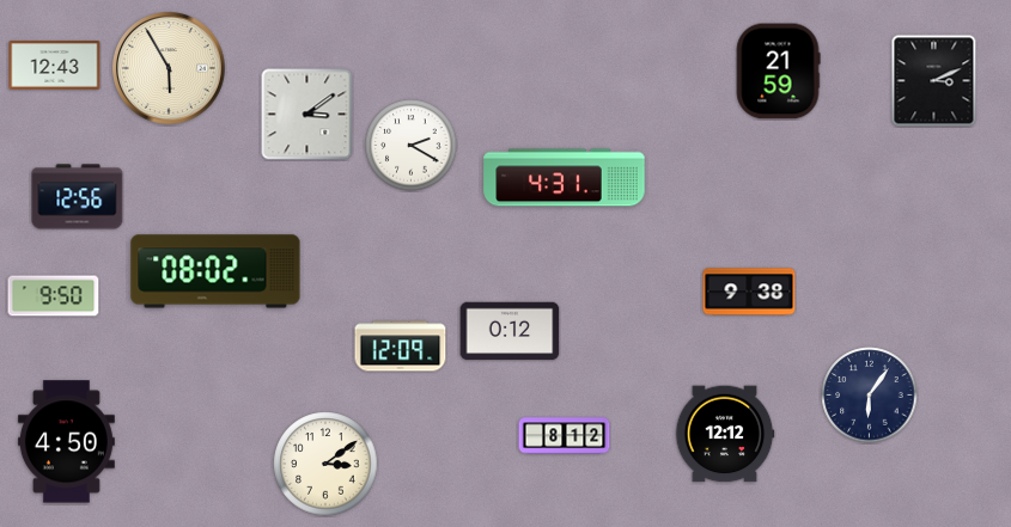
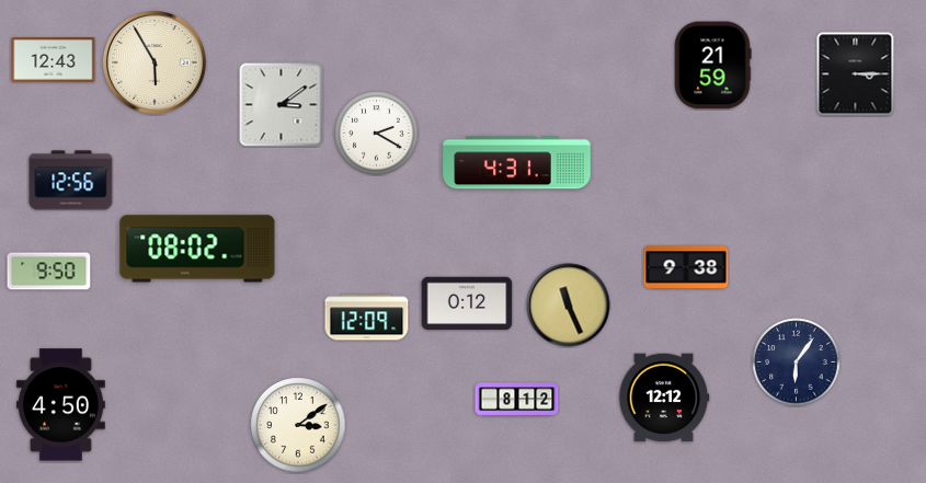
clock at (55, 66) position: (55, 66) -> (54, 60)
clock at (934, 81): 3:11 -> 3:15
clock at (569, 306): none -> 11:26
